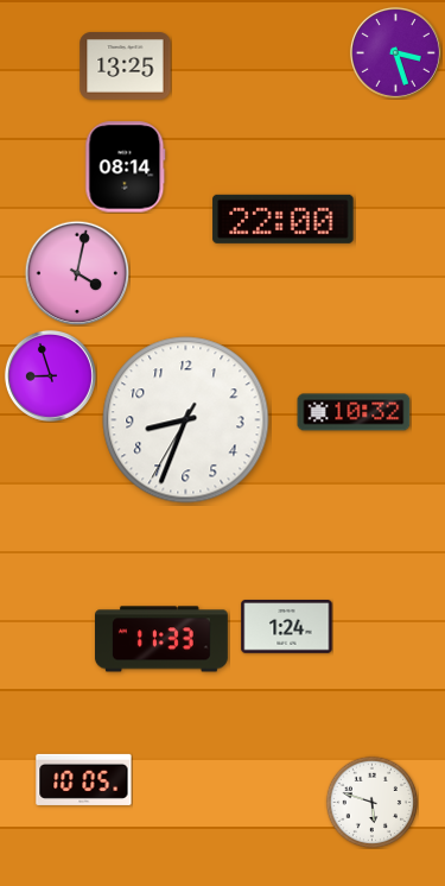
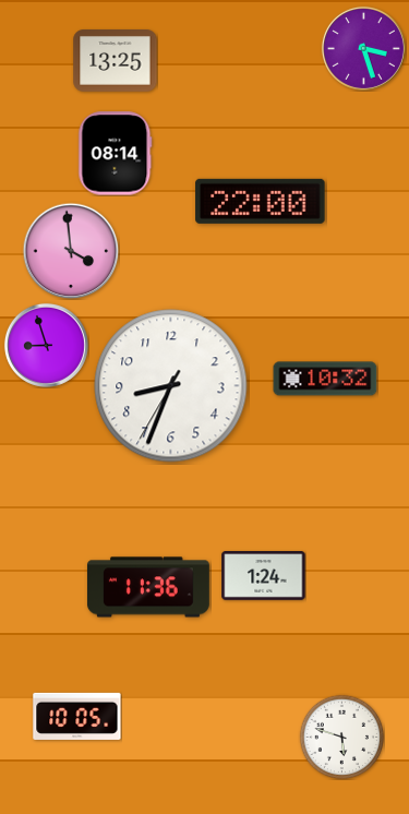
clock at (77, 273): 4:02 -> 3:59
clock at (161, 639): 11:33 -> 11:36
